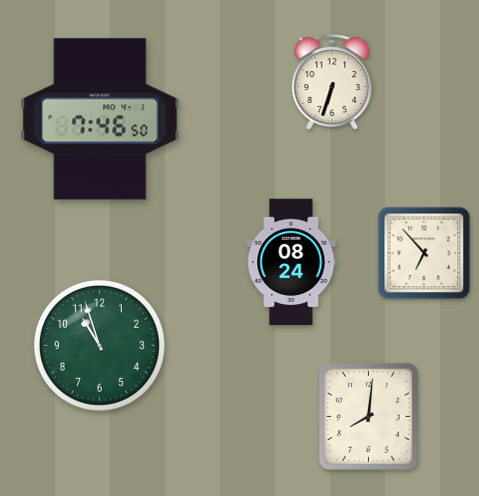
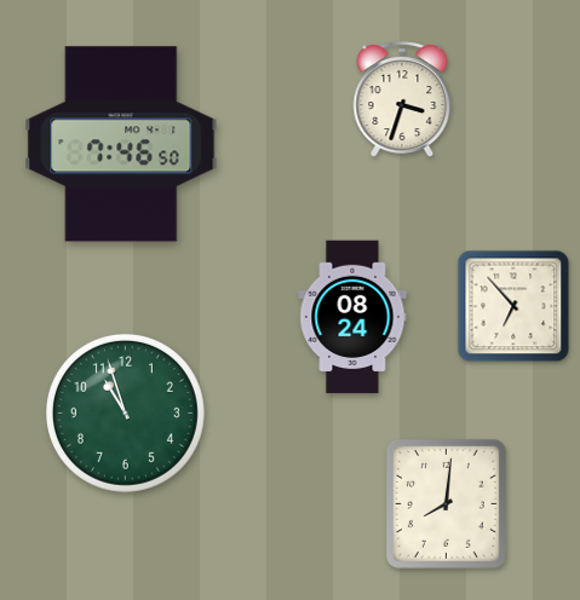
clock at (332, 82): 6:33 -> 3:33
clock at (99, 345) position: (99, 345) -> (125, 412)
